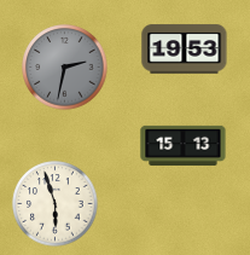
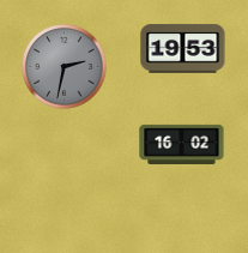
clock at (184, 145): 15:13 -> 16:02
clock at (56, 204): 5:57 -> none
